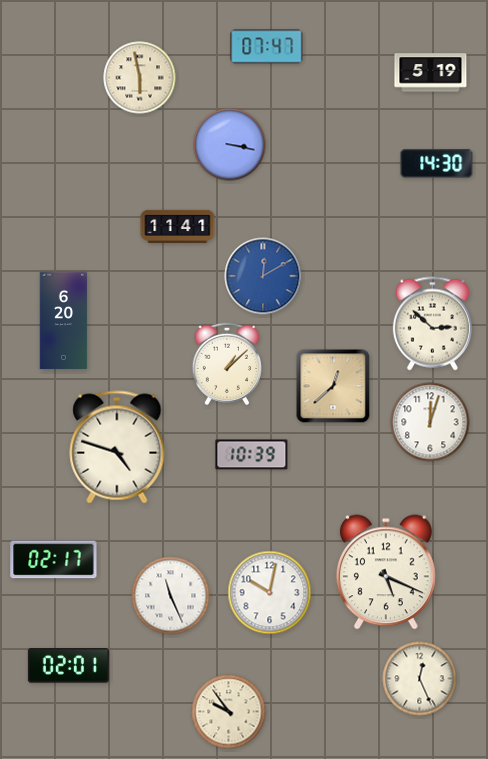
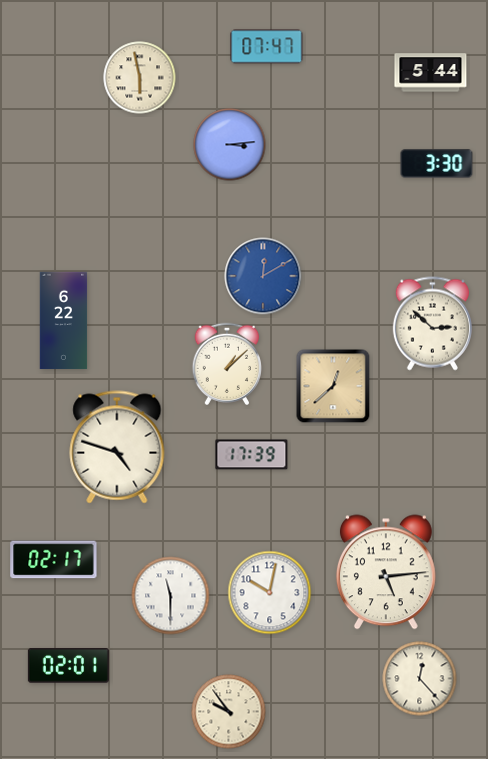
clock at (431, 73): 5:19 -> 5:44
clock at (230, 145): 3:17 -> 3:14
clock at (437, 164): 14:30 -> 3:30
clock at (178, 226): 11:41 -> none
clock at (64, 321): 6:20 -> 6:22
clock at (430, 422): 12:03 -> none
clock at (252, 455): 10:39 -> 17:39
clock at (386, 572): 5:19 -> 5:14
clock at (171, 596): 11:26 -> 11:30
clock at (420, 679): 12:26 -> 12:23
